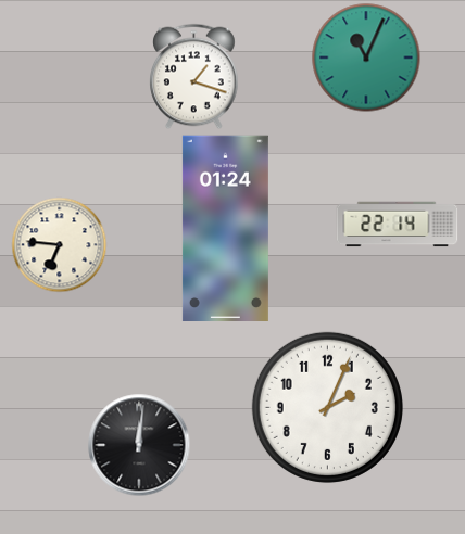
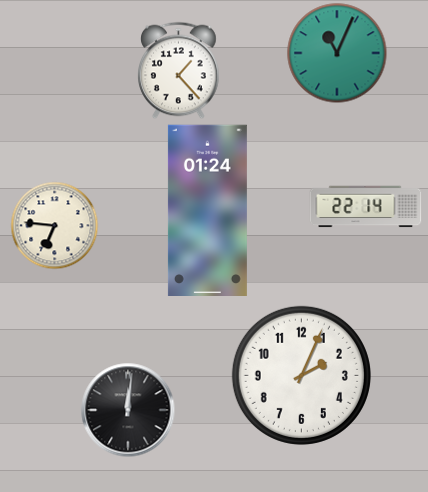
clock at (194, 76): 1:18 -> 1:23
